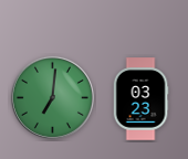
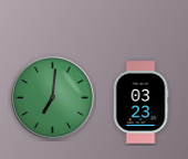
clock at (140, 99) position: (140, 99) -> (140, 103)
